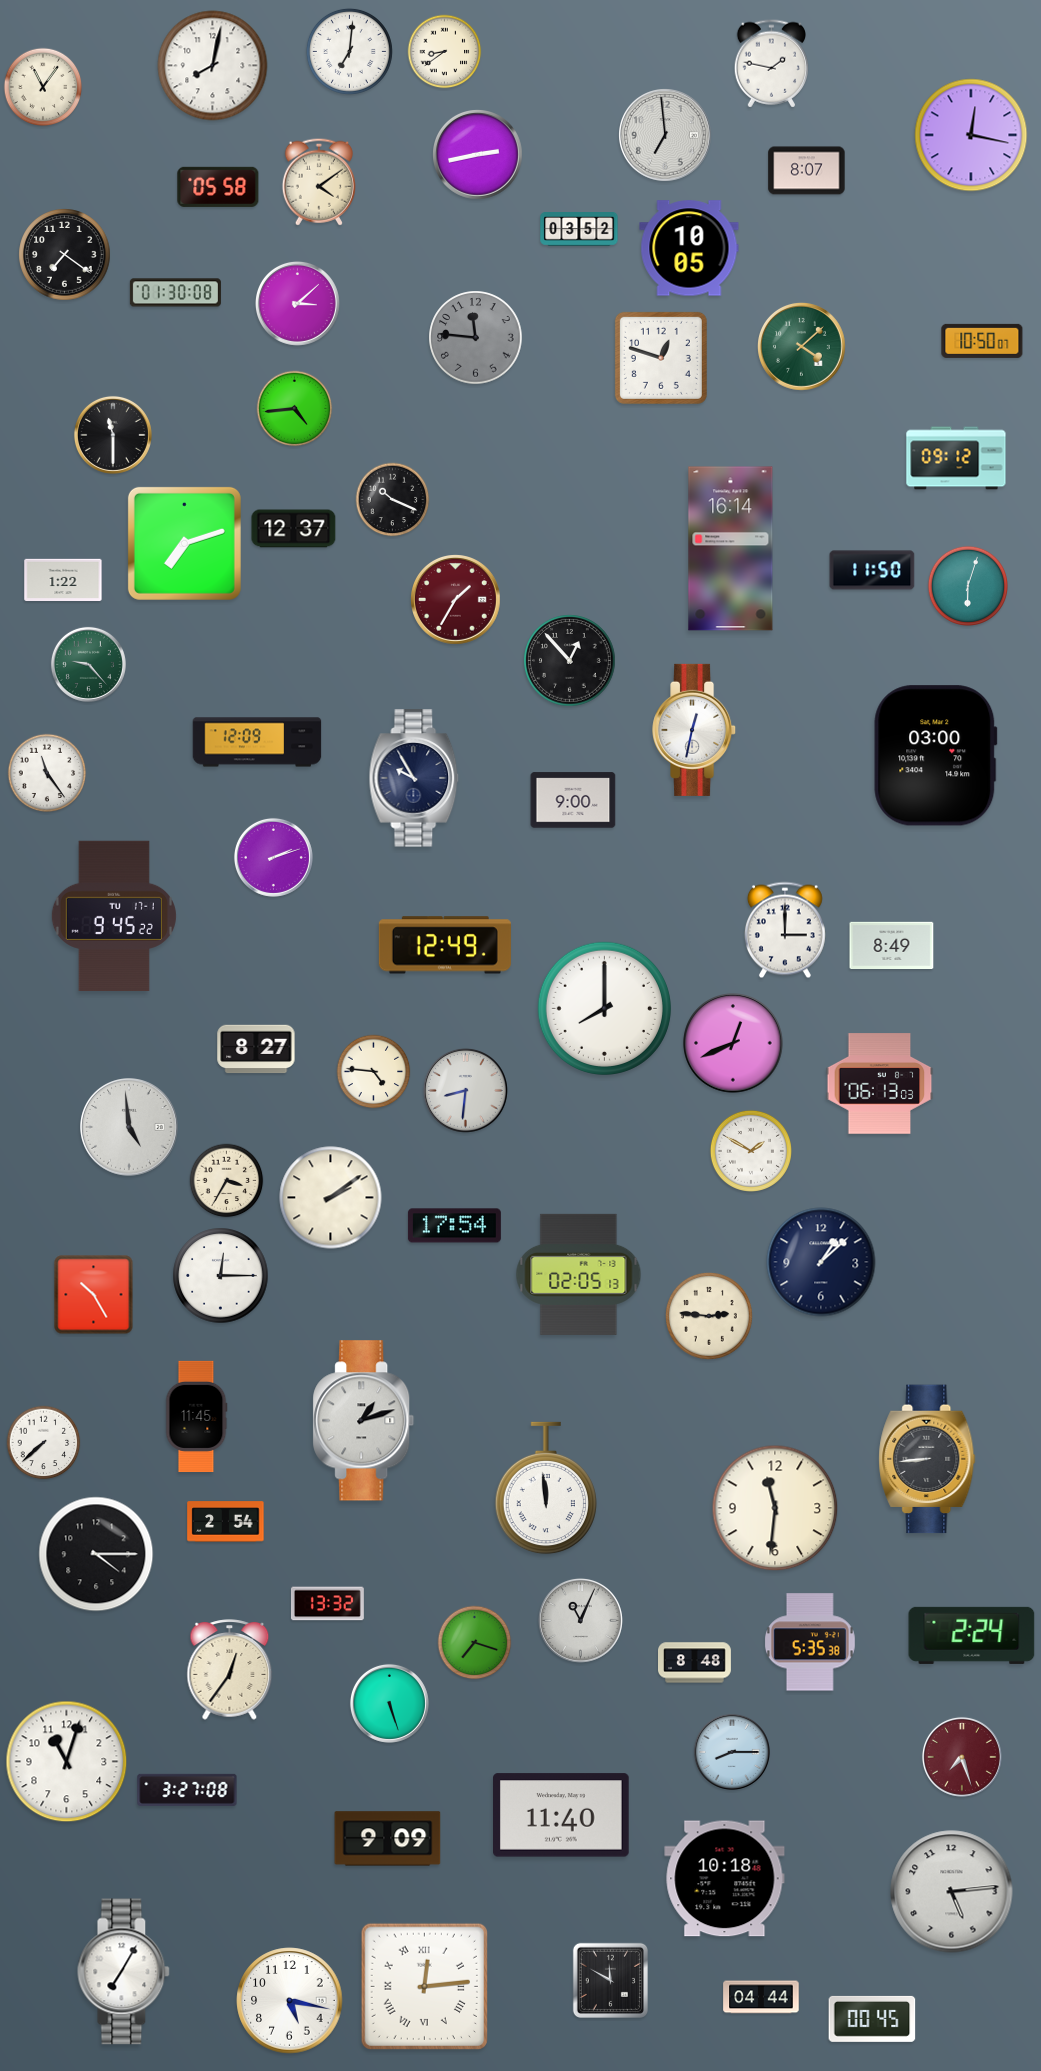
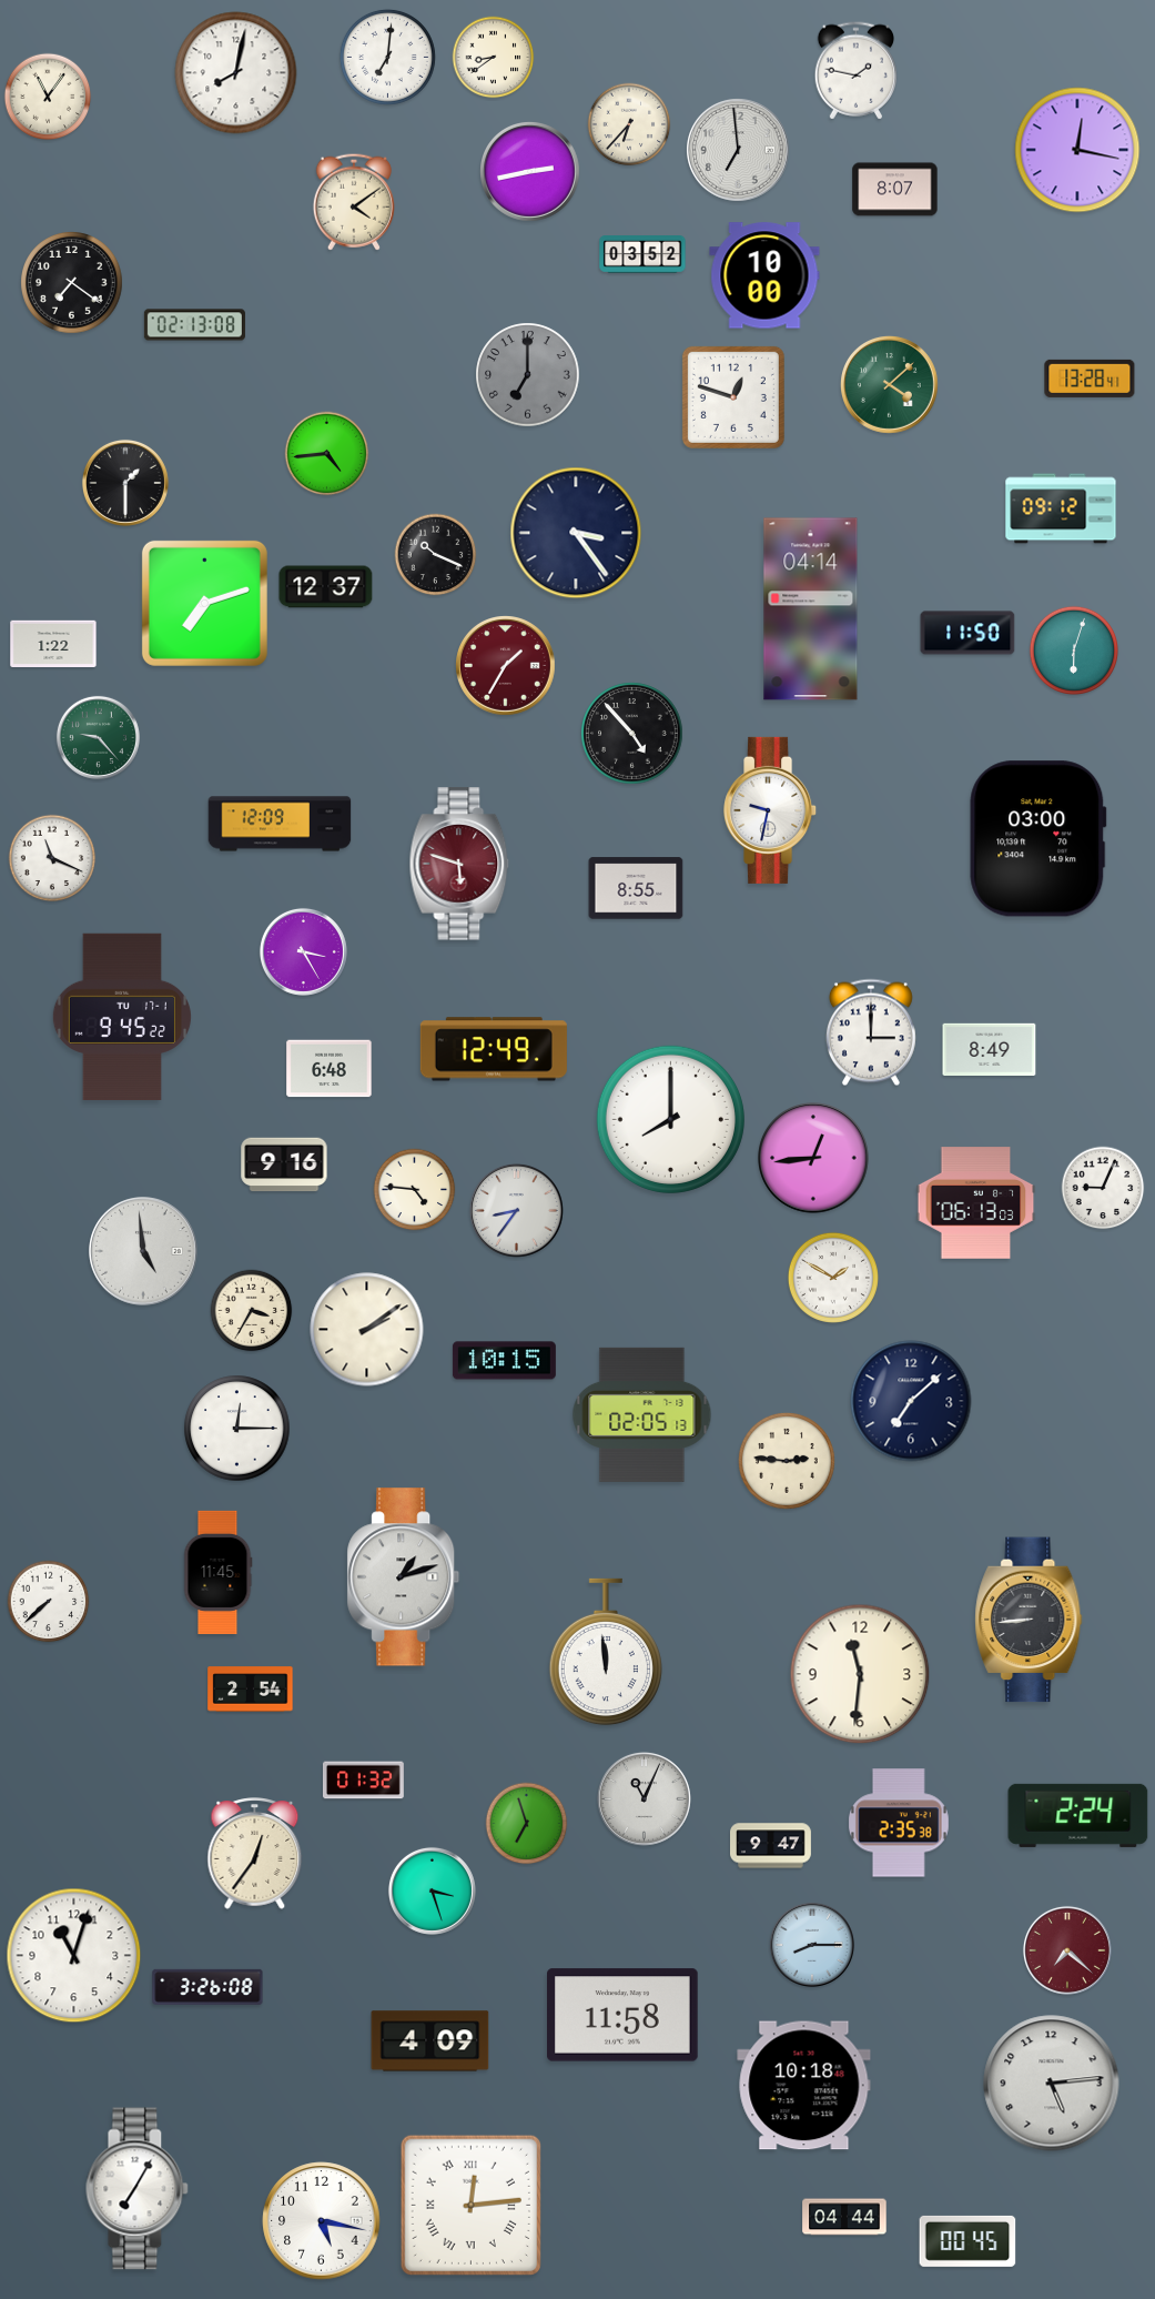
clock at (629, 124): none -> 6:37
clock at (218, 187): 05:58 -> none
clock at (689, 248): 10:05 -> 10:00
clock at (175, 293): 01:30 -> 02:13
clock at (297, 303): 3:08 -> none
clock at (476, 338): 11:46 -> 7:00
clock at (982, 341): 10:50 -> 13:28
clock at (113, 435): 11:30 -> 1:30
clock at (576, 533): none -> 3:24
clock at (731, 549): 16:14 -> 04:14
clock at (63, 580) position: (63, 580) -> (53, 644)
clock at (570, 661): 12:53 -> 4:53
clock at (695, 730): 12:32 -> 9:32
clock at (257, 742) position: (257, 742) -> (280, 824)
clock at (47, 773): 11:24 -> 11:19
clock at (414, 778): 9:55 -> 5:48
clock at (414, 778) dial: navy -> burgundy
clock at (573, 800): 9:00 -> 8:55
clock at (273, 857): 2:12 -> 3:25
clock at (114, 915) position: (114, 915) -> (122, 1016)
clock at (330, 1069): none -> 6:48
clock at (733, 1043): 12:41 -> 12:44
clock at (256, 1049): 8:27 -> 9:16
clock at (1103, 1188): none -> 9:04
clock at (465, 1090): 8:31 -> 8:36
clock at (454, 1226): 17:54 -> 10:15
clock at (821, 1262): 1:08 -> 7:08
clock at (221, 1276) position: (221, 1276) -> (237, 1429)
clock at (94, 1295): 10:25 -> none
clock at (96, 1554): 4:15 -> none
clock at (327, 1604): 13:32 -> 01:32
clock at (810, 1642): 5:35 -> 2:35
clock at (475, 1643): 7:18 -> 6:57
clock at (695, 1663): 8:48 -> 9:47
clock at (389, 1703): 5:27 -> 3:27
clock at (962, 1757): 7:27 -> 7:22
clock at (187, 1790): 3:27 -> 3:26
clock at (562, 1815): 11:40 -> 11:58
clock at (388, 1839): 9:09 -> 4:09
clock at (952, 1892) position: (952, 1892) -> (1052, 2084)
clock at (610, 1980): 11:50 -> none
